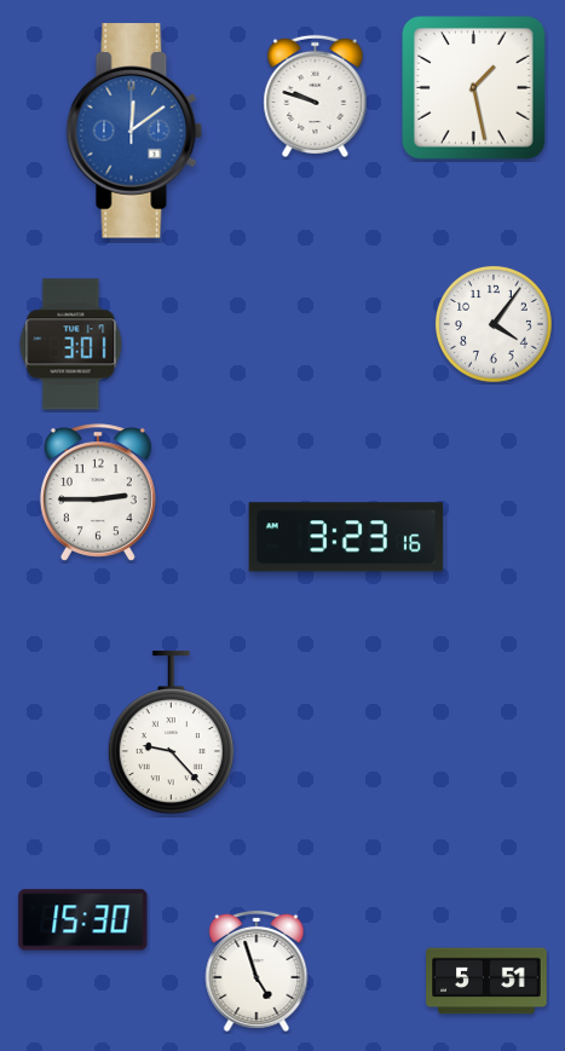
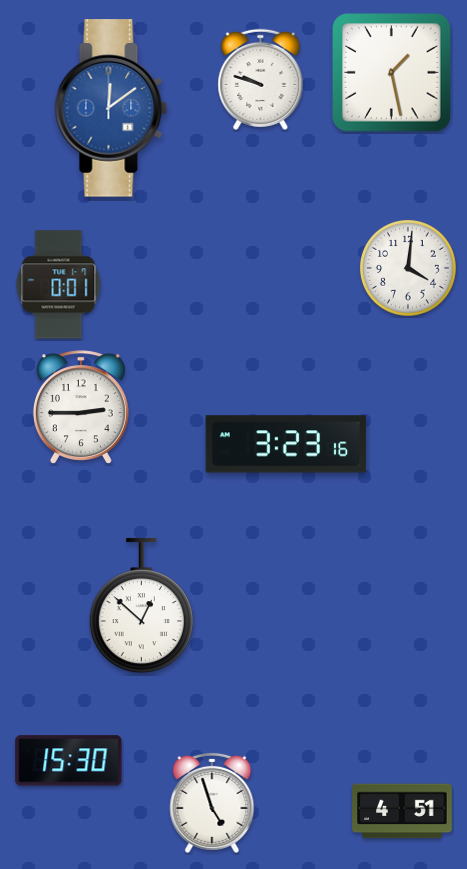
clock at (494, 324): 4:06 -> 4:01
clock at (71, 345): 3:01 -> 0:01
clock at (171, 733): 9:23 -> 12:52
clock at (486, 981): 5:51 -> 4:51
